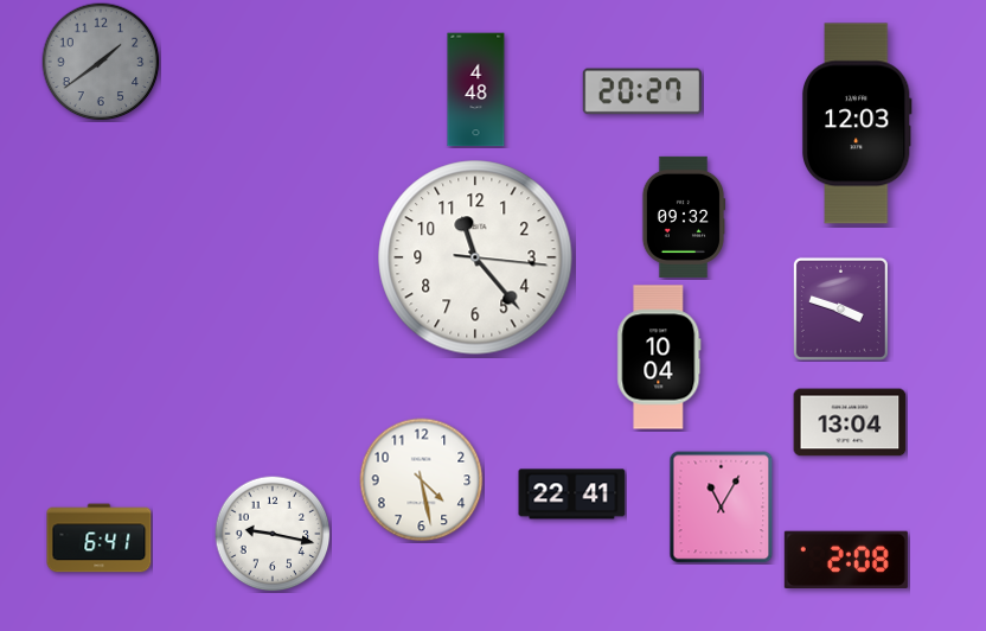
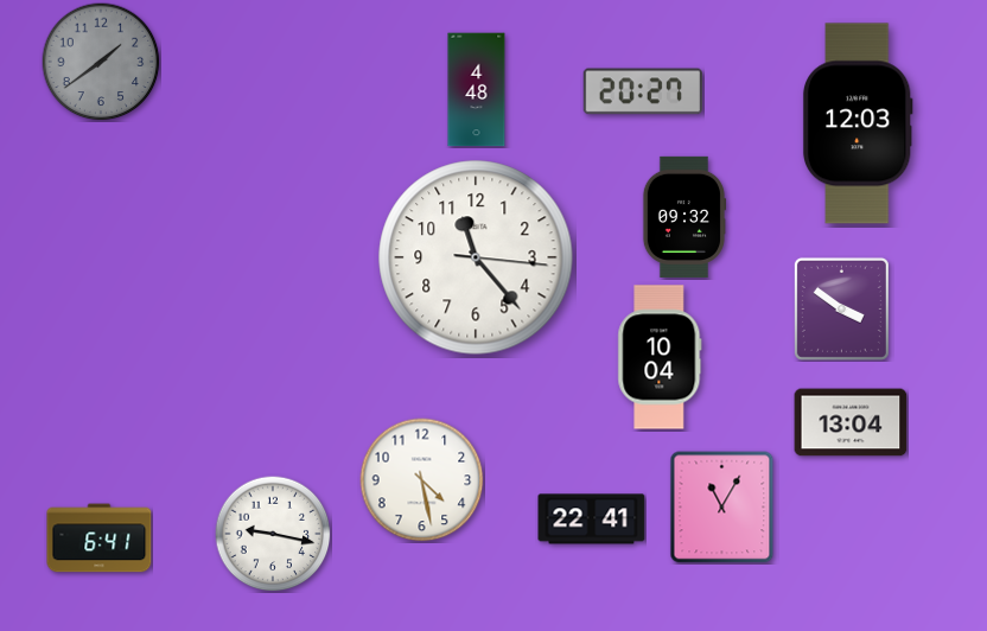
clock at (840, 308): 3:48 -> 3:51
clock at (572, 495) position: (572, 495) -> (592, 520)
clock at (846, 559): 2:08 -> none
